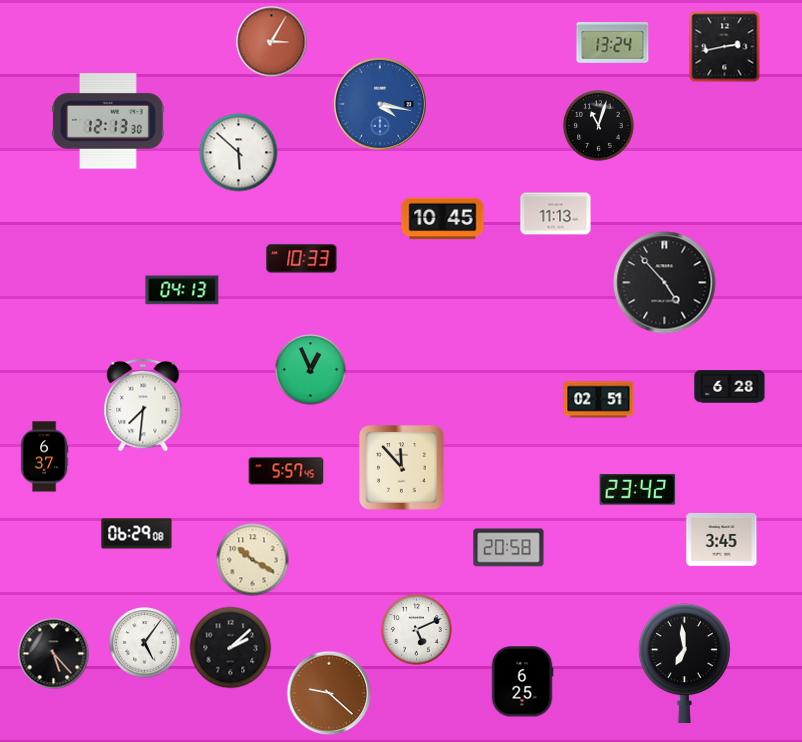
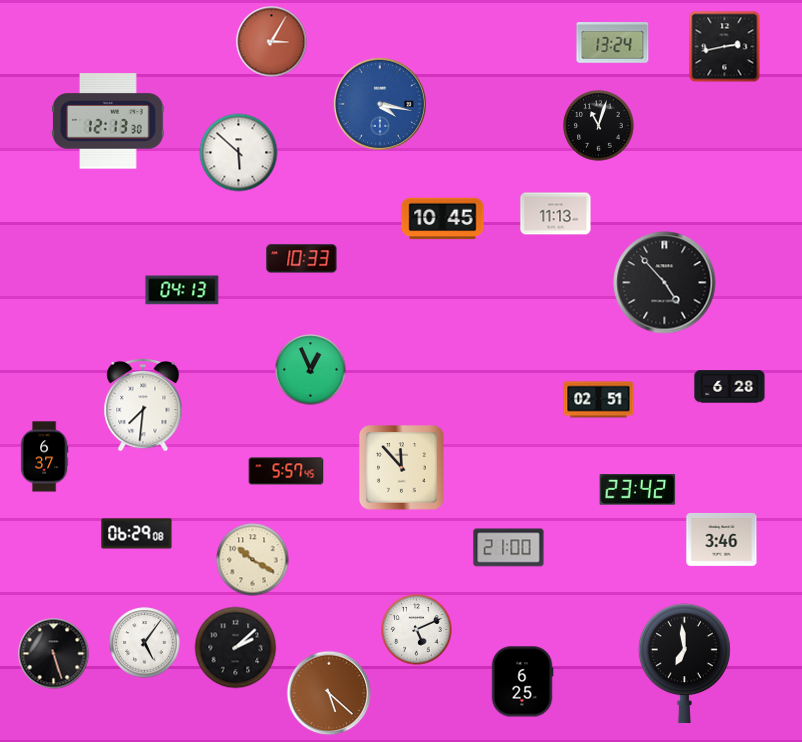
clock at (722, 540): 3:45 -> 3:46
clock at (509, 548): 20:58 -> 21:00
clock at (231, 648) position: (231, 648) -> (236, 648)
clock at (54, 654): 5:23 -> 5:27
clock at (329, 693): 9:22 -> 5:22
